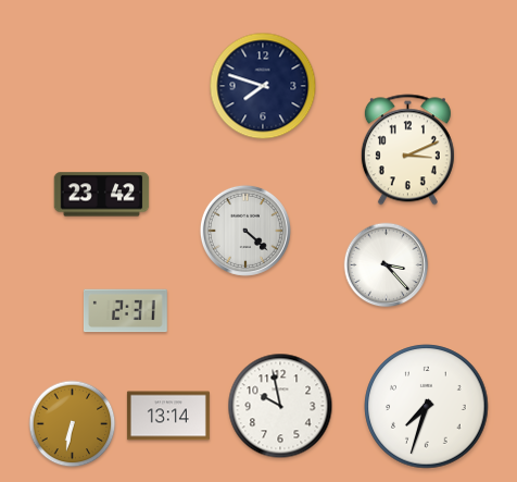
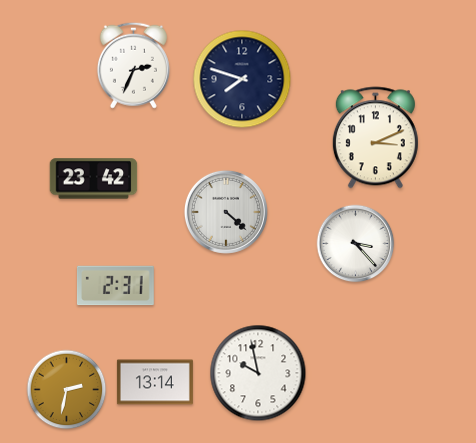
clock at (133, 65): none -> 2:34
clock at (427, 407): 7:33 -> none
clock at (73, 424): 6:32 -> 2:32
